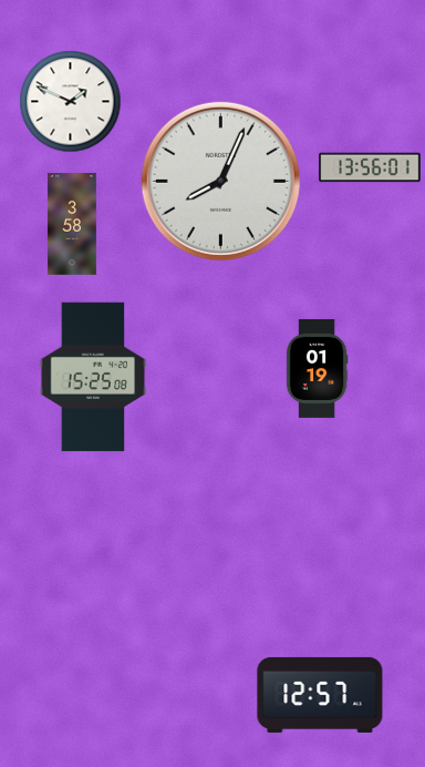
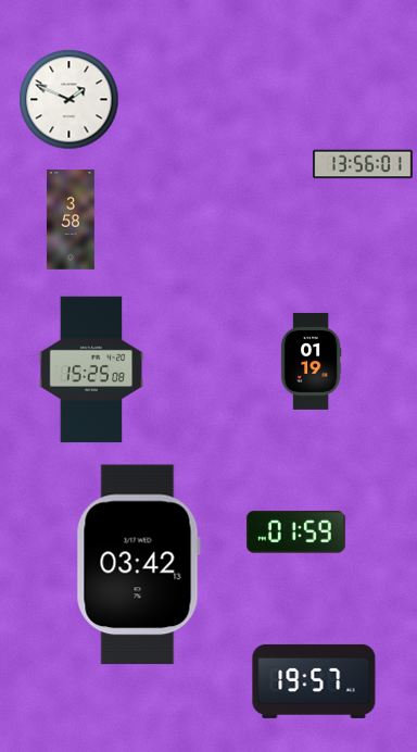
clock at (220, 181): 8:04 -> none
clock at (295, 532): none -> 01:59
clock at (138, 565): none -> 03:42
clock at (320, 695): 12:57 -> 19:57
